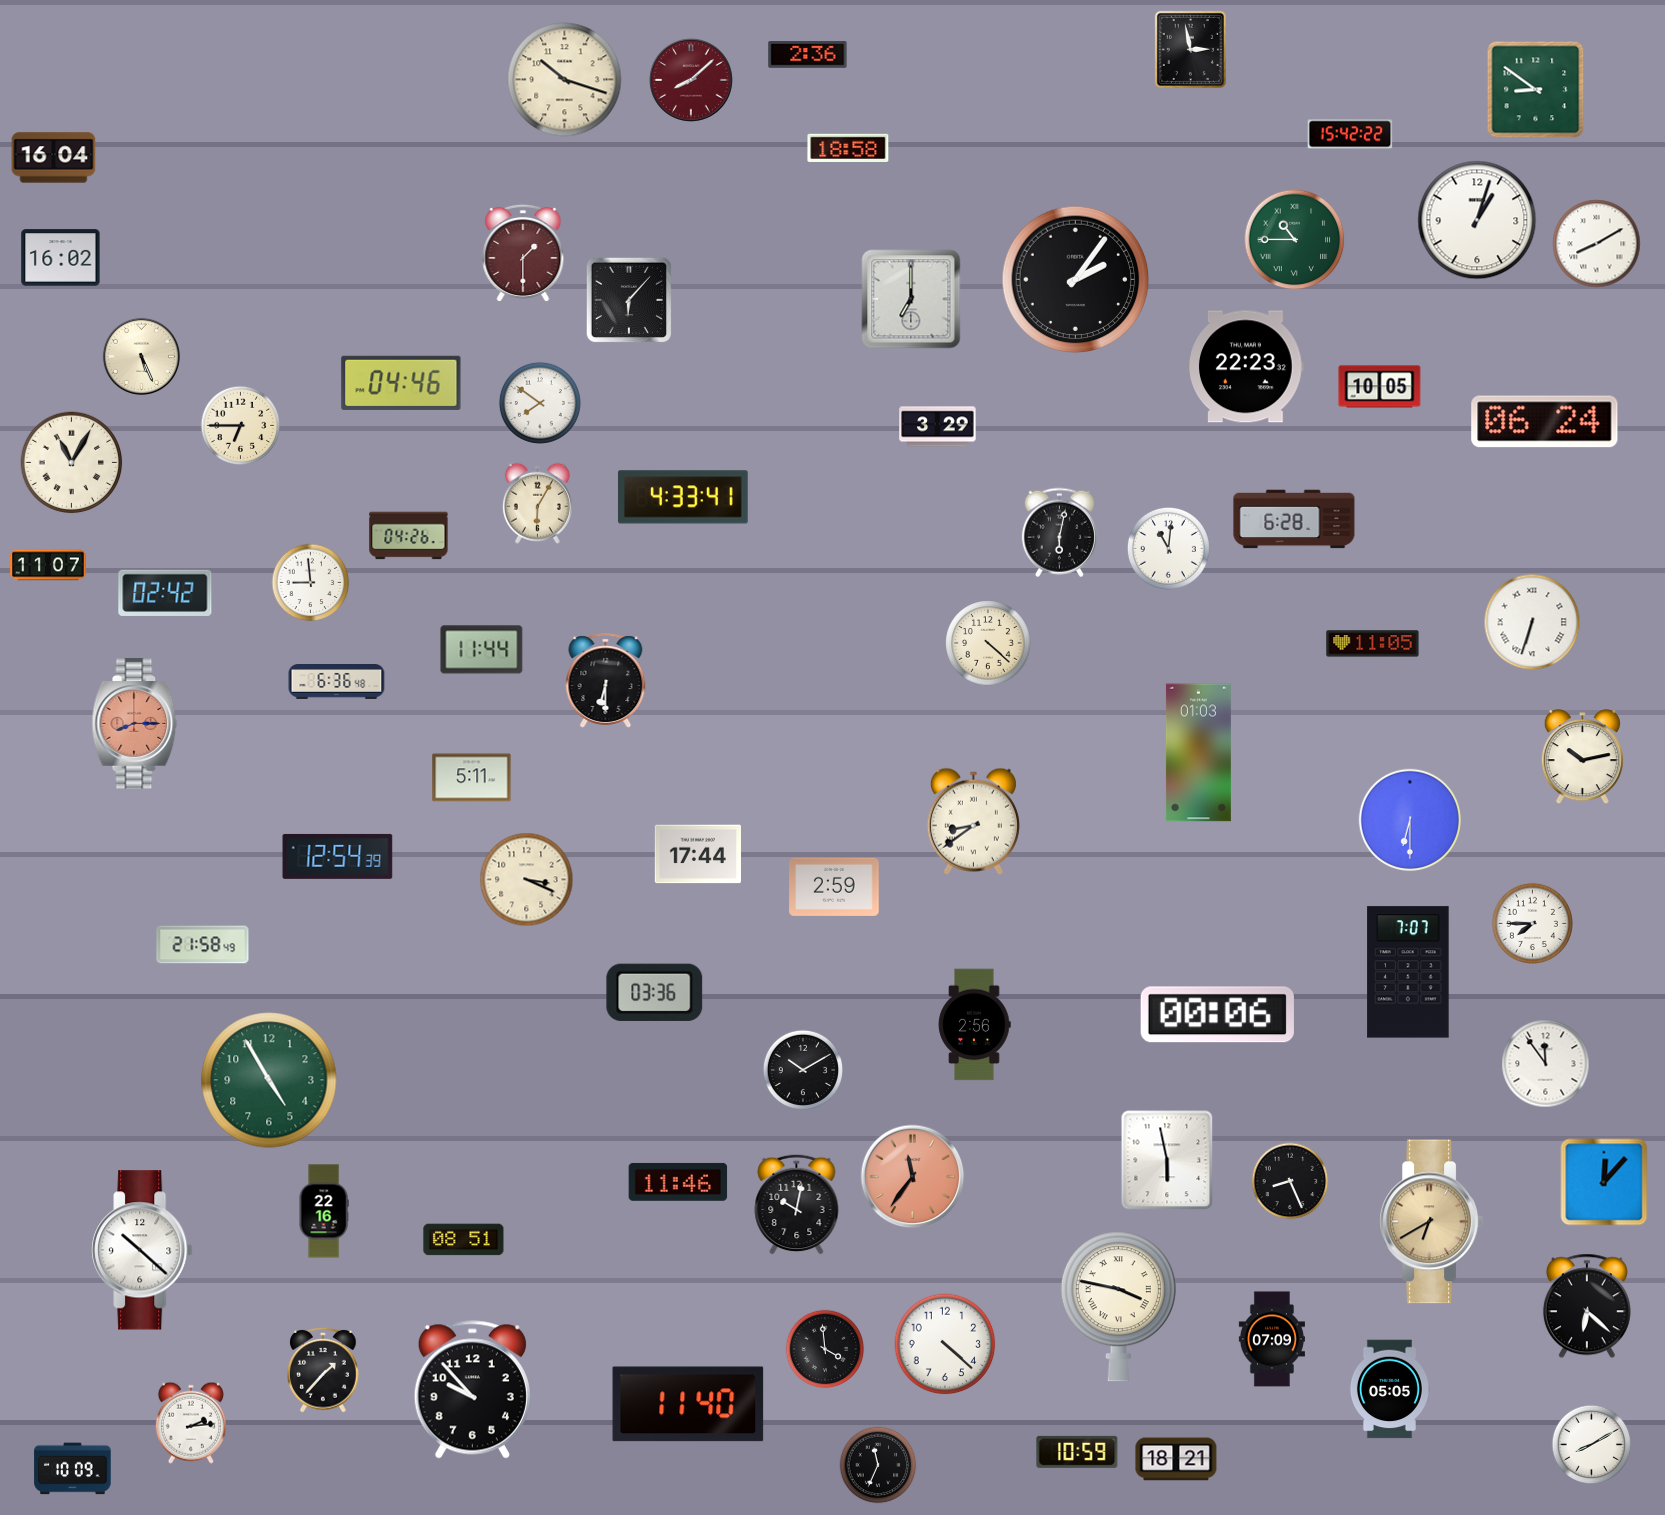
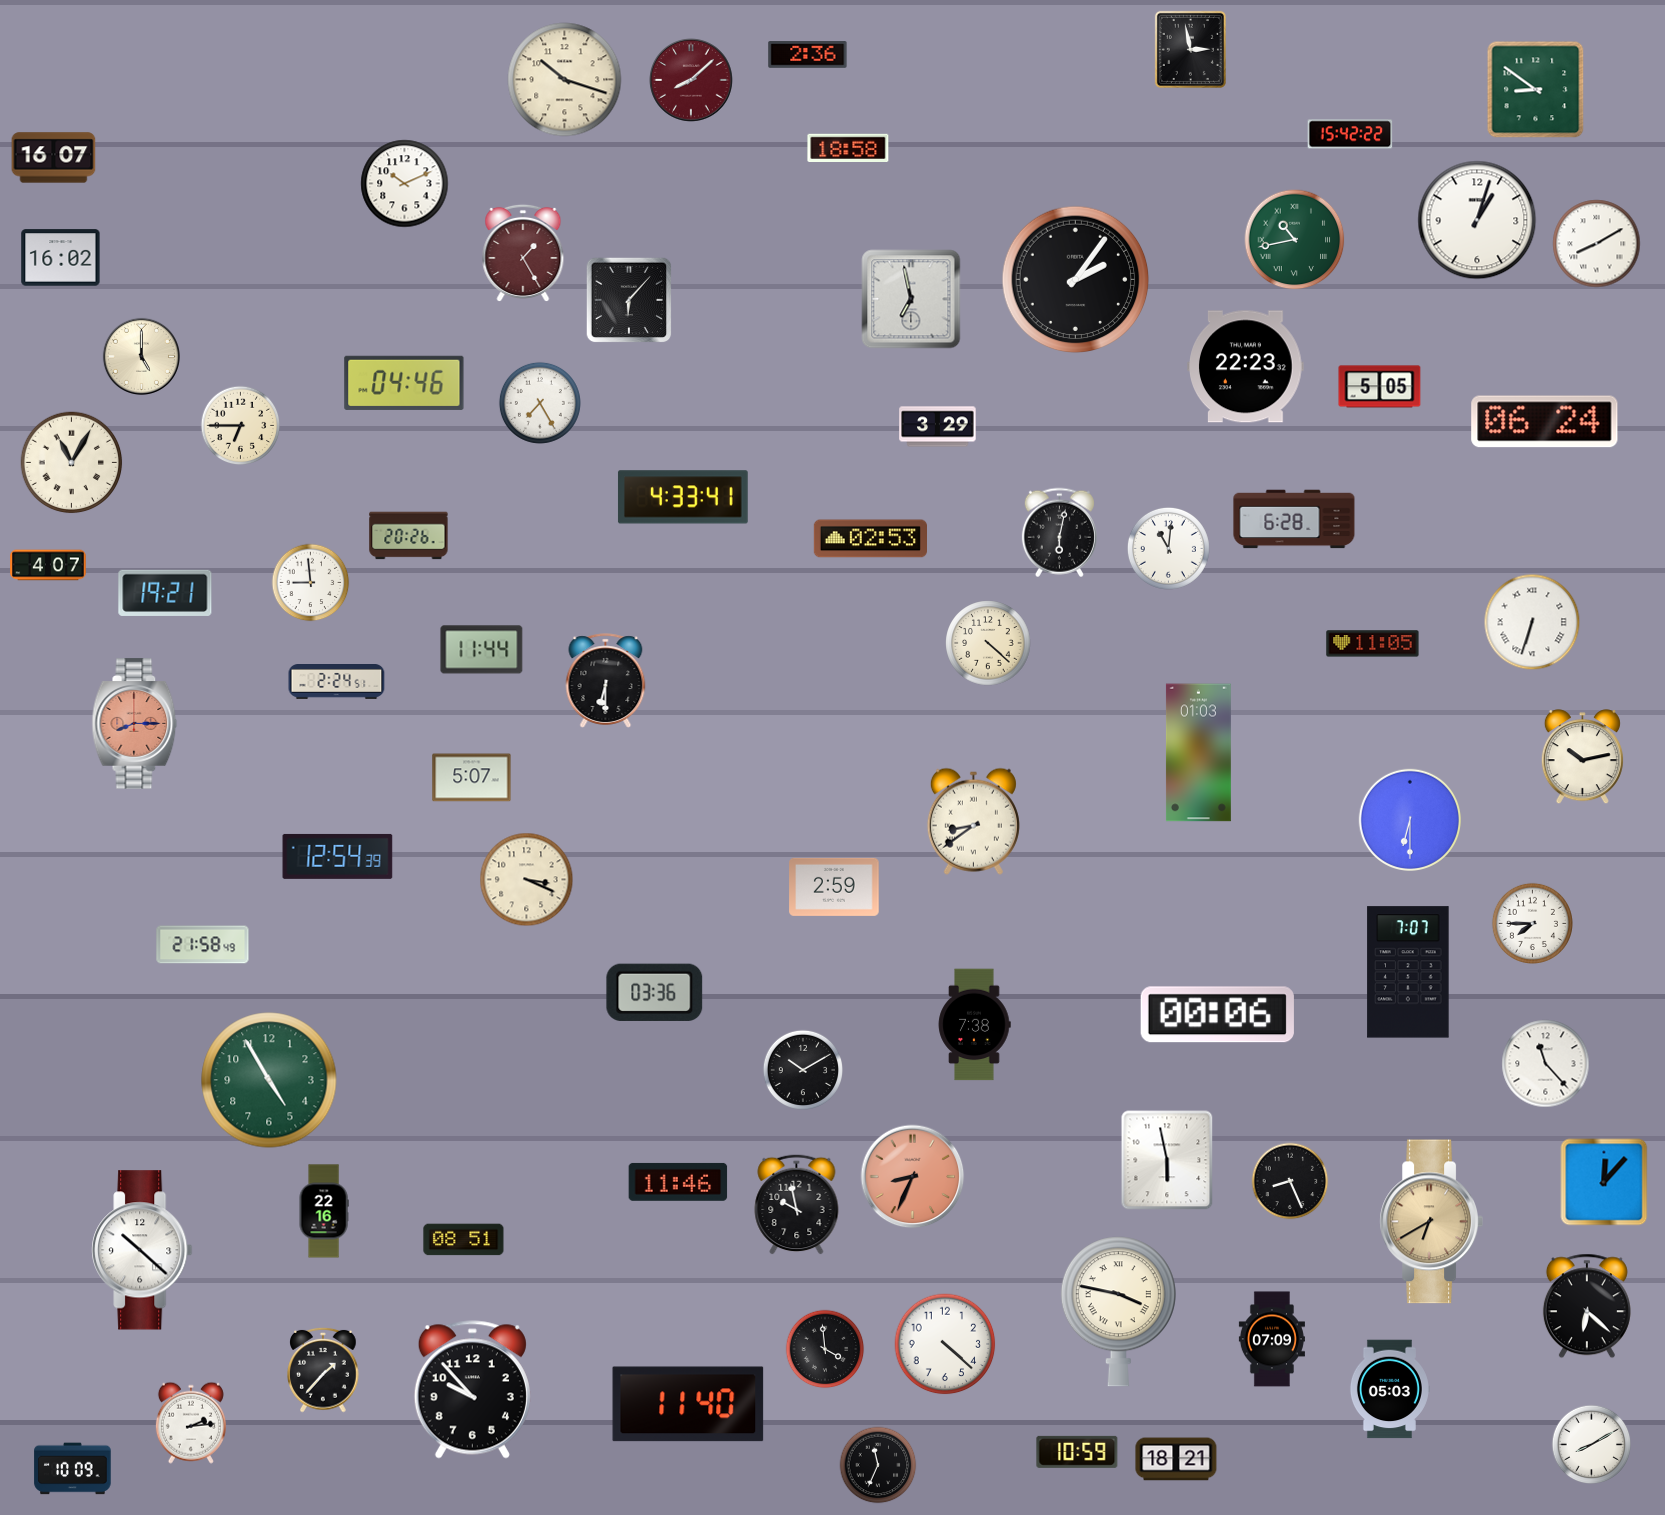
clock at (54, 158): 16:04 -> 16:07
clock at (405, 184): none -> 10:11
clock at (1295, 240): 10:45 -> 10:43
clock at (523, 252): 1:30 -> 1:25
clock at (911, 299): 7:00 -> 6:58
clock at (141, 356): 5:26 -> 5:00
clock at (401, 383) position: (401, 383) -> (404, 383)
clock at (1380, 387): 10:05 -> 5:05
clock at (540, 403): 7:51 -> 7:25
clock at (537, 503): 6:05 -> none
clock at (409, 536): 04:26 -> 20:26
clock at (870, 539): none -> 02:53
clock at (48, 565): 11:07 -> 4:07
clock at (165, 593): 02:42 -> 19:21
clock at (337, 682): 6:36 -> 2:24
clock at (472, 778): 5:11 -> 5:07
clock at (697, 854): 17:44 -> none
clock at (974, 1025): 2:56 -> 7:38
clock at (1546, 1064): 11:54 -> 11:23
clock at (913, 1177): 11:36 -> 8:34
clock at (797, 1204): 10:02 -> 9:58
clock at (1118, 1307) position: (1118, 1307) -> (1118, 1312)
clock at (1389, 1389): 05:05 -> 05:03
